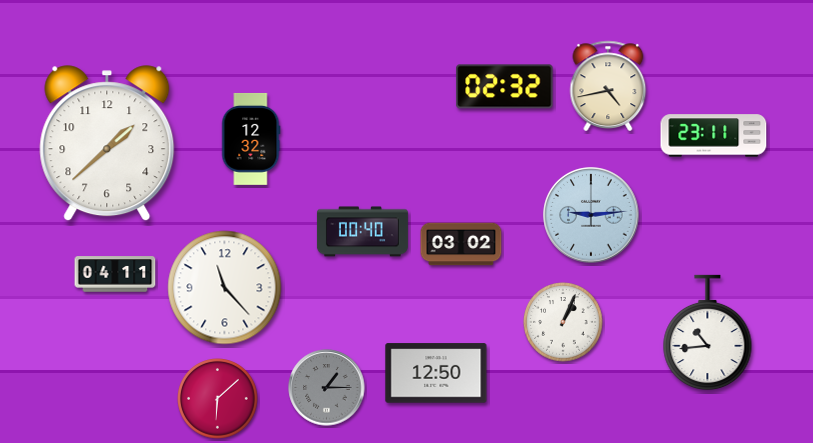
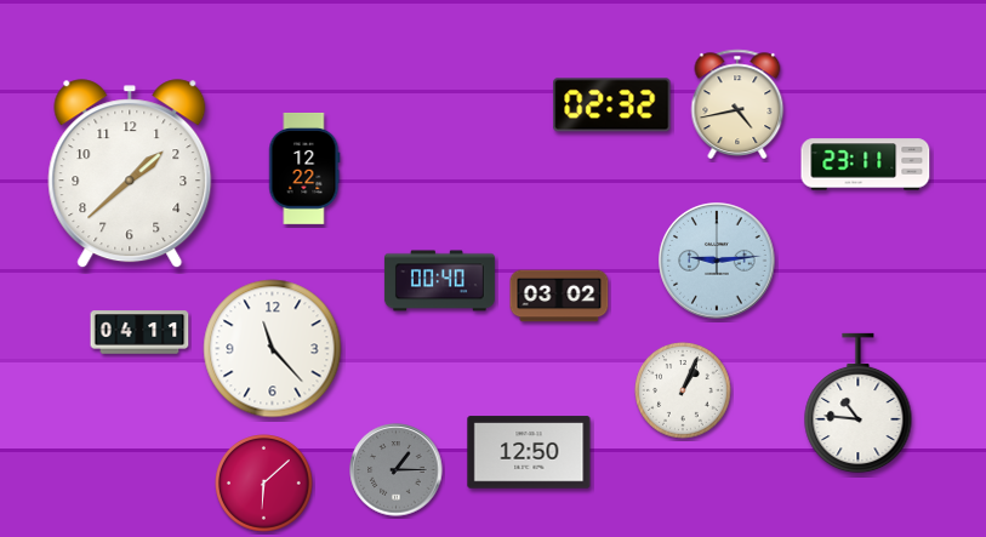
clock at (251, 139): 12:32 -> 12:22
clock at (708, 333): 10:44 -> 10:46
